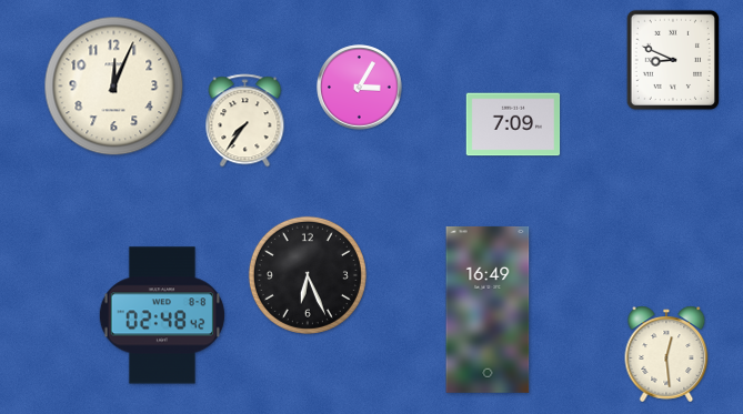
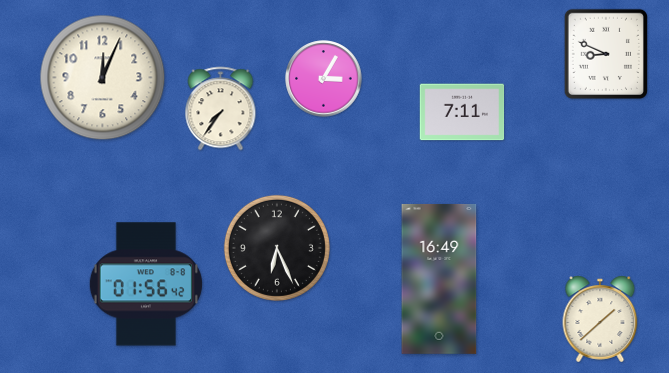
clock at (513, 124): 7:09 -> 7:11
clock at (162, 315): 02:48 -> 01:56
clock at (666, 354): 12:29 -> 1:38
